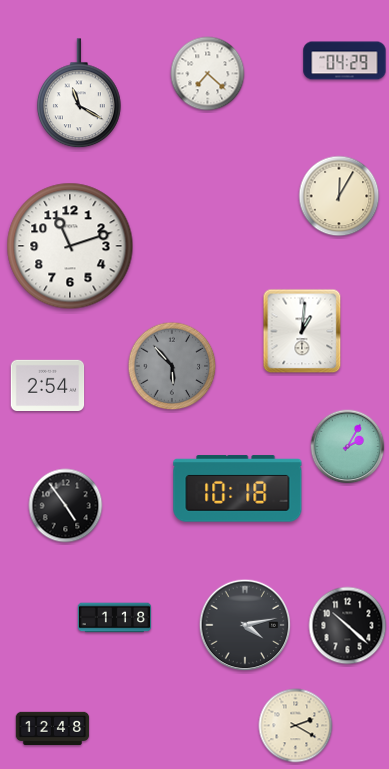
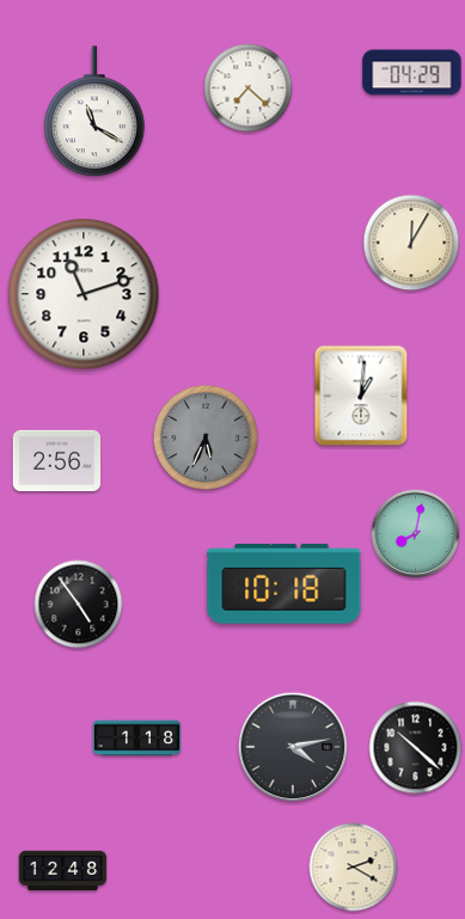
clock at (339, 196) position: (339, 196) -> (411, 243)
clock at (172, 366): 5:53 -> 5:34
clock at (48, 386): 2:54 -> 2:56
clock at (348, 447): 2:05 -> 8:02
